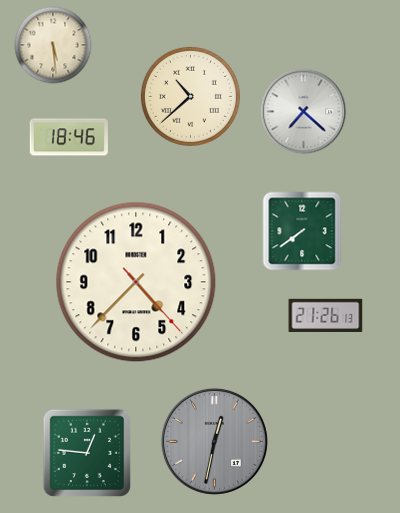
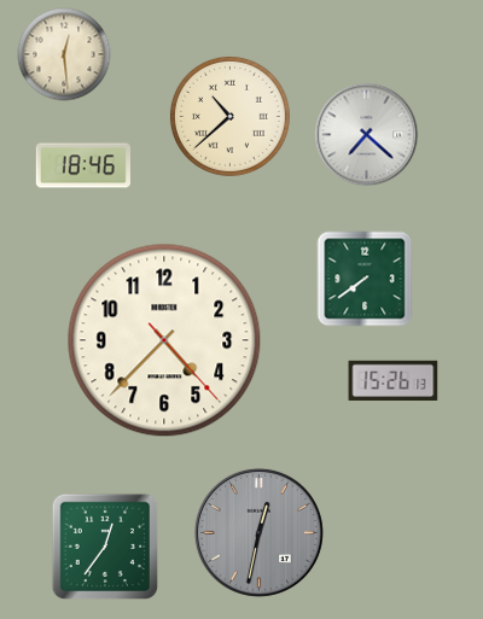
clock at (53, 45): 5:29 -> 12:29
clock at (326, 315): 21:26 -> 15:26
clock at (87, 453): 12:46 -> 12:36
